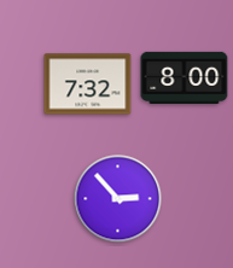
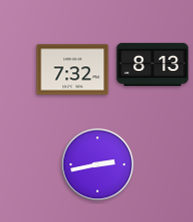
clock at (185, 77): 8:00 -> 8:13
clock at (118, 199): 2:53 -> 2:43
